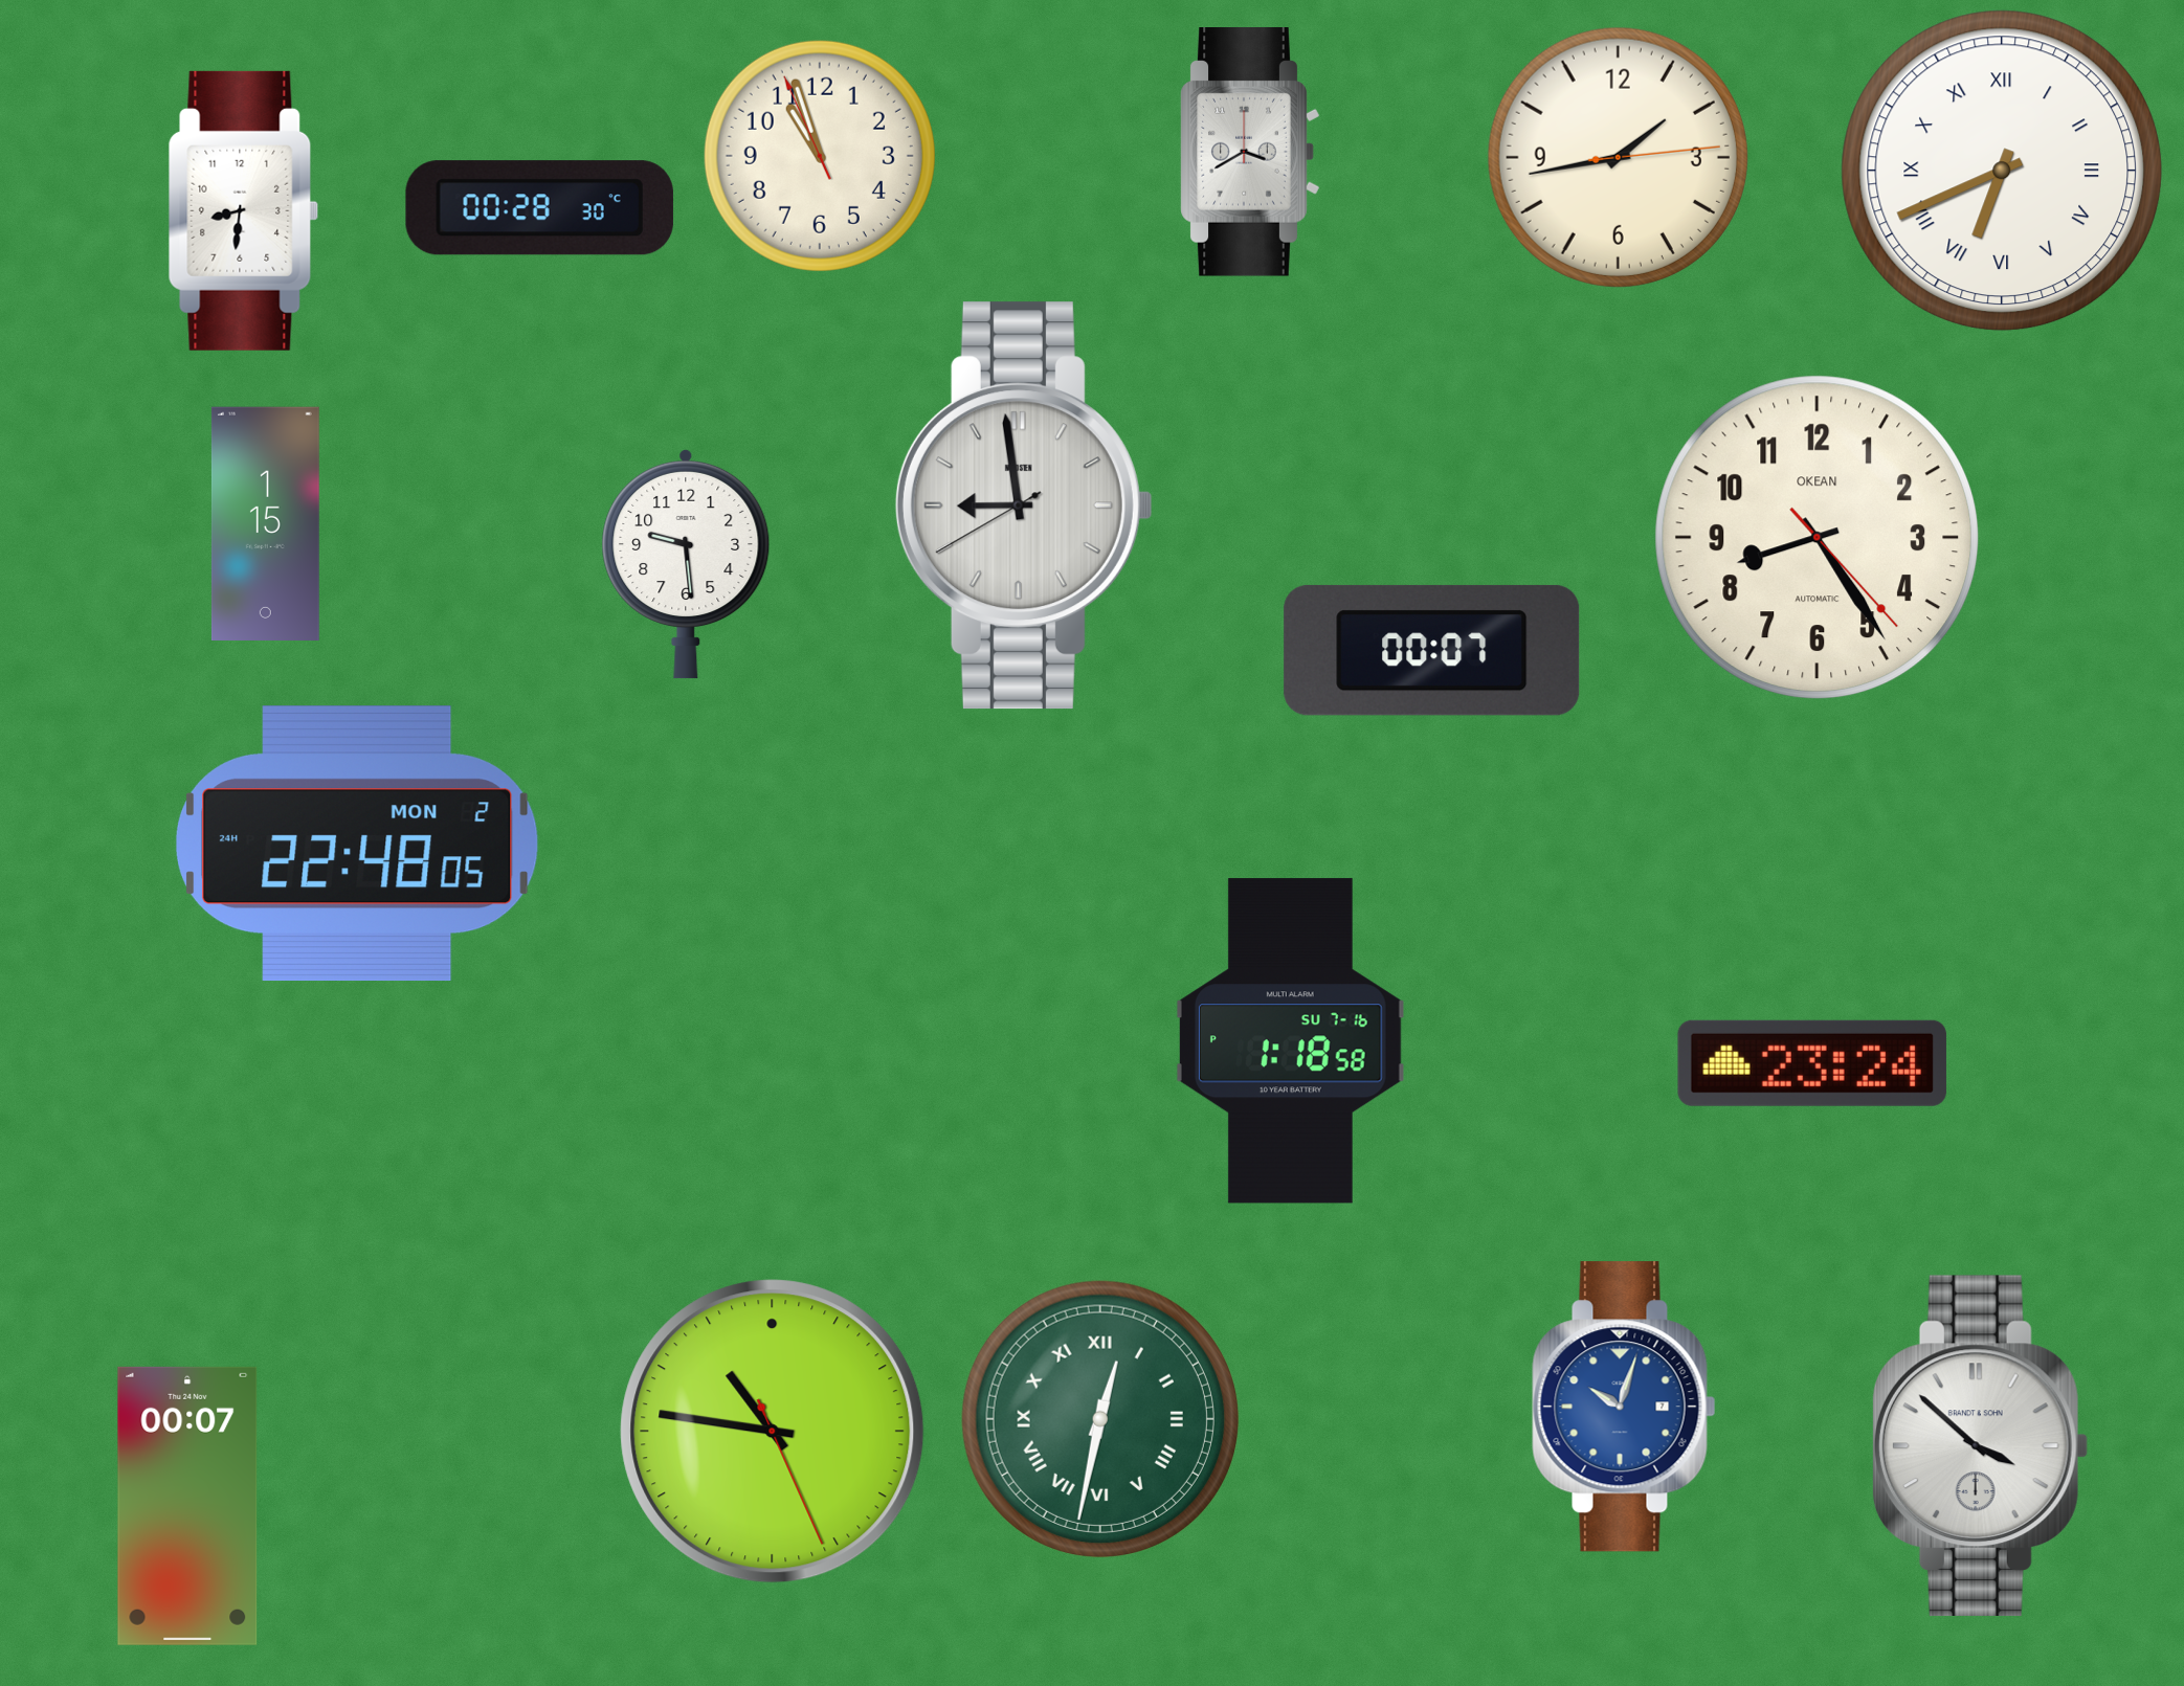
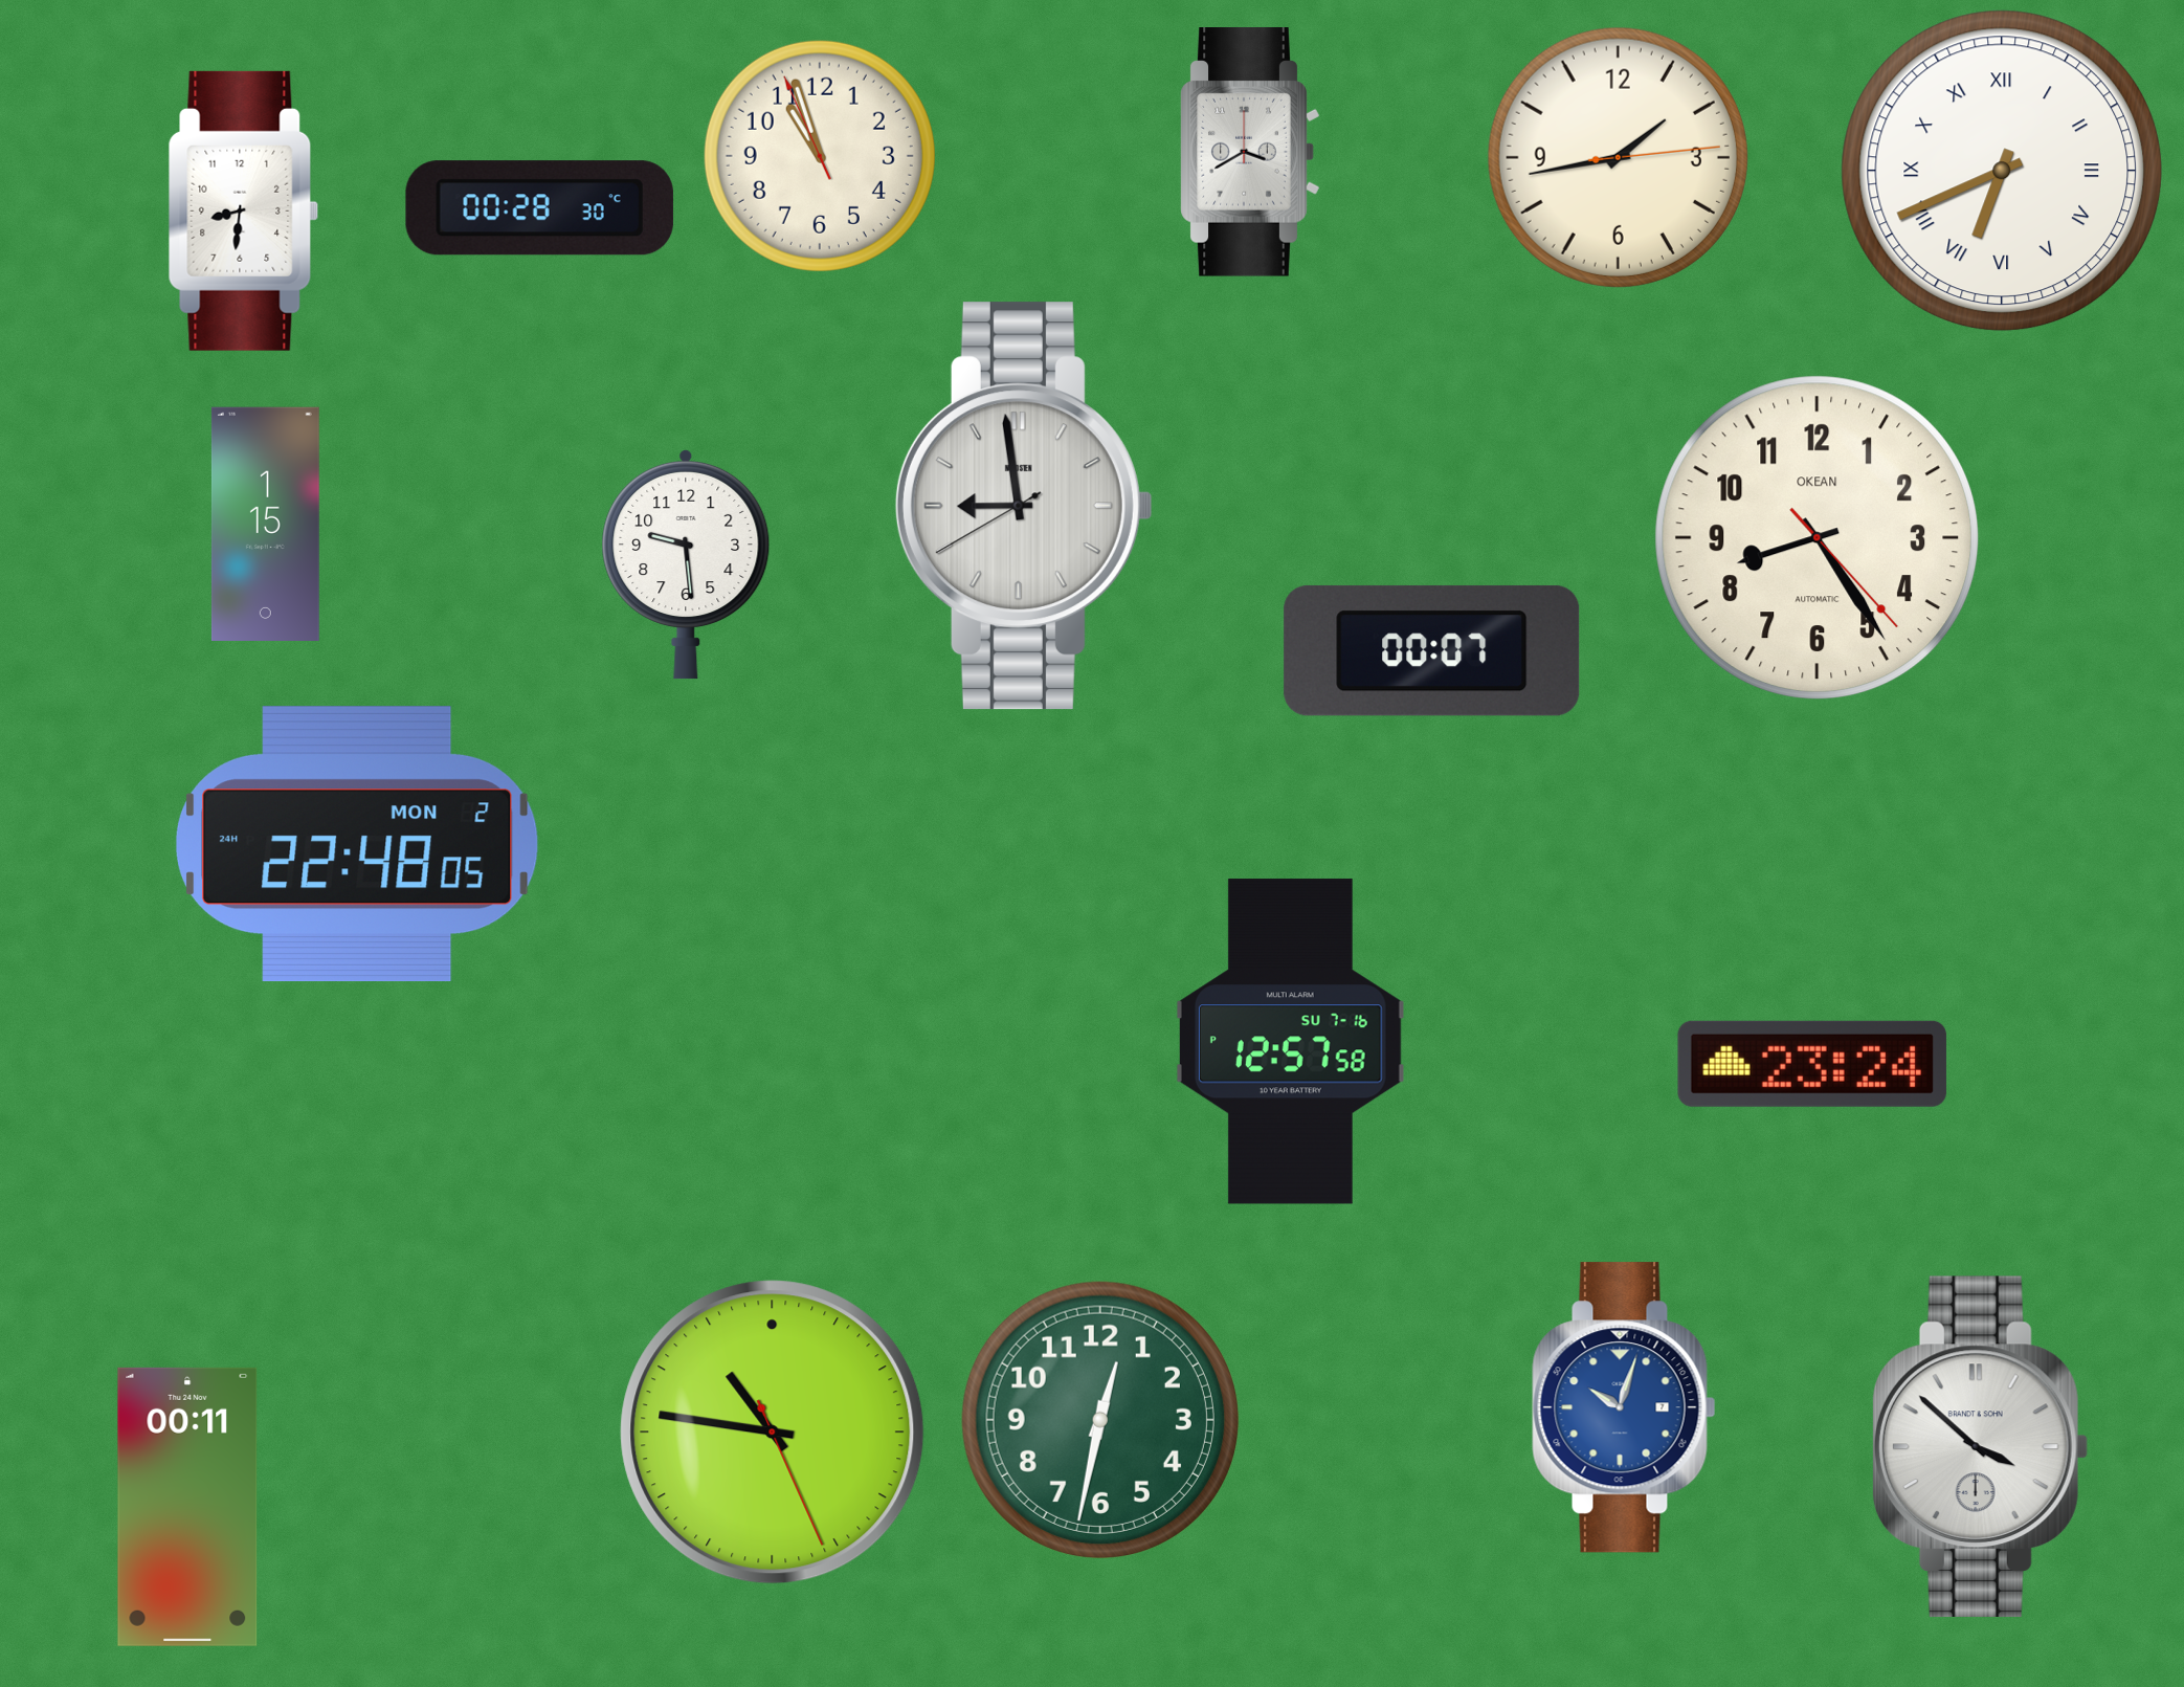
clock at (1290, 1041): 1:18 -> 12:57
clock at (1100, 1419) numerals: Roman -> Arabic
clock at (187, 1506): 00:07 -> 00:11
